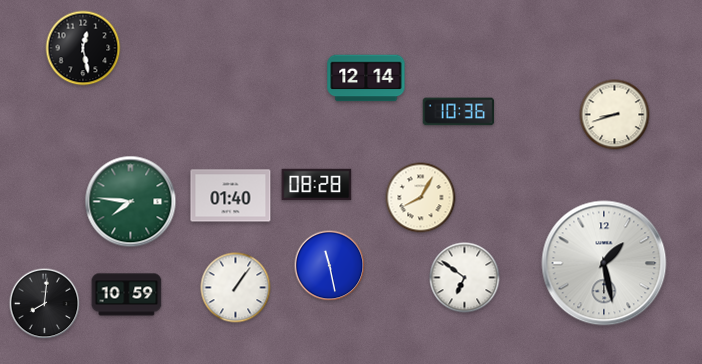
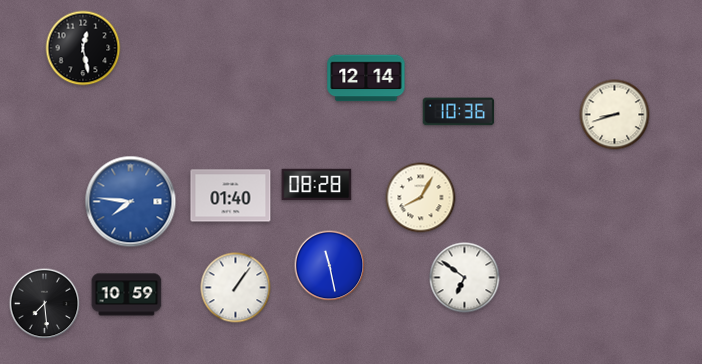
clock at (131, 202) dial: green -> blue
clock at (604, 263): 1:28 -> none
clock at (45, 304): 8:01 -> 7:29
